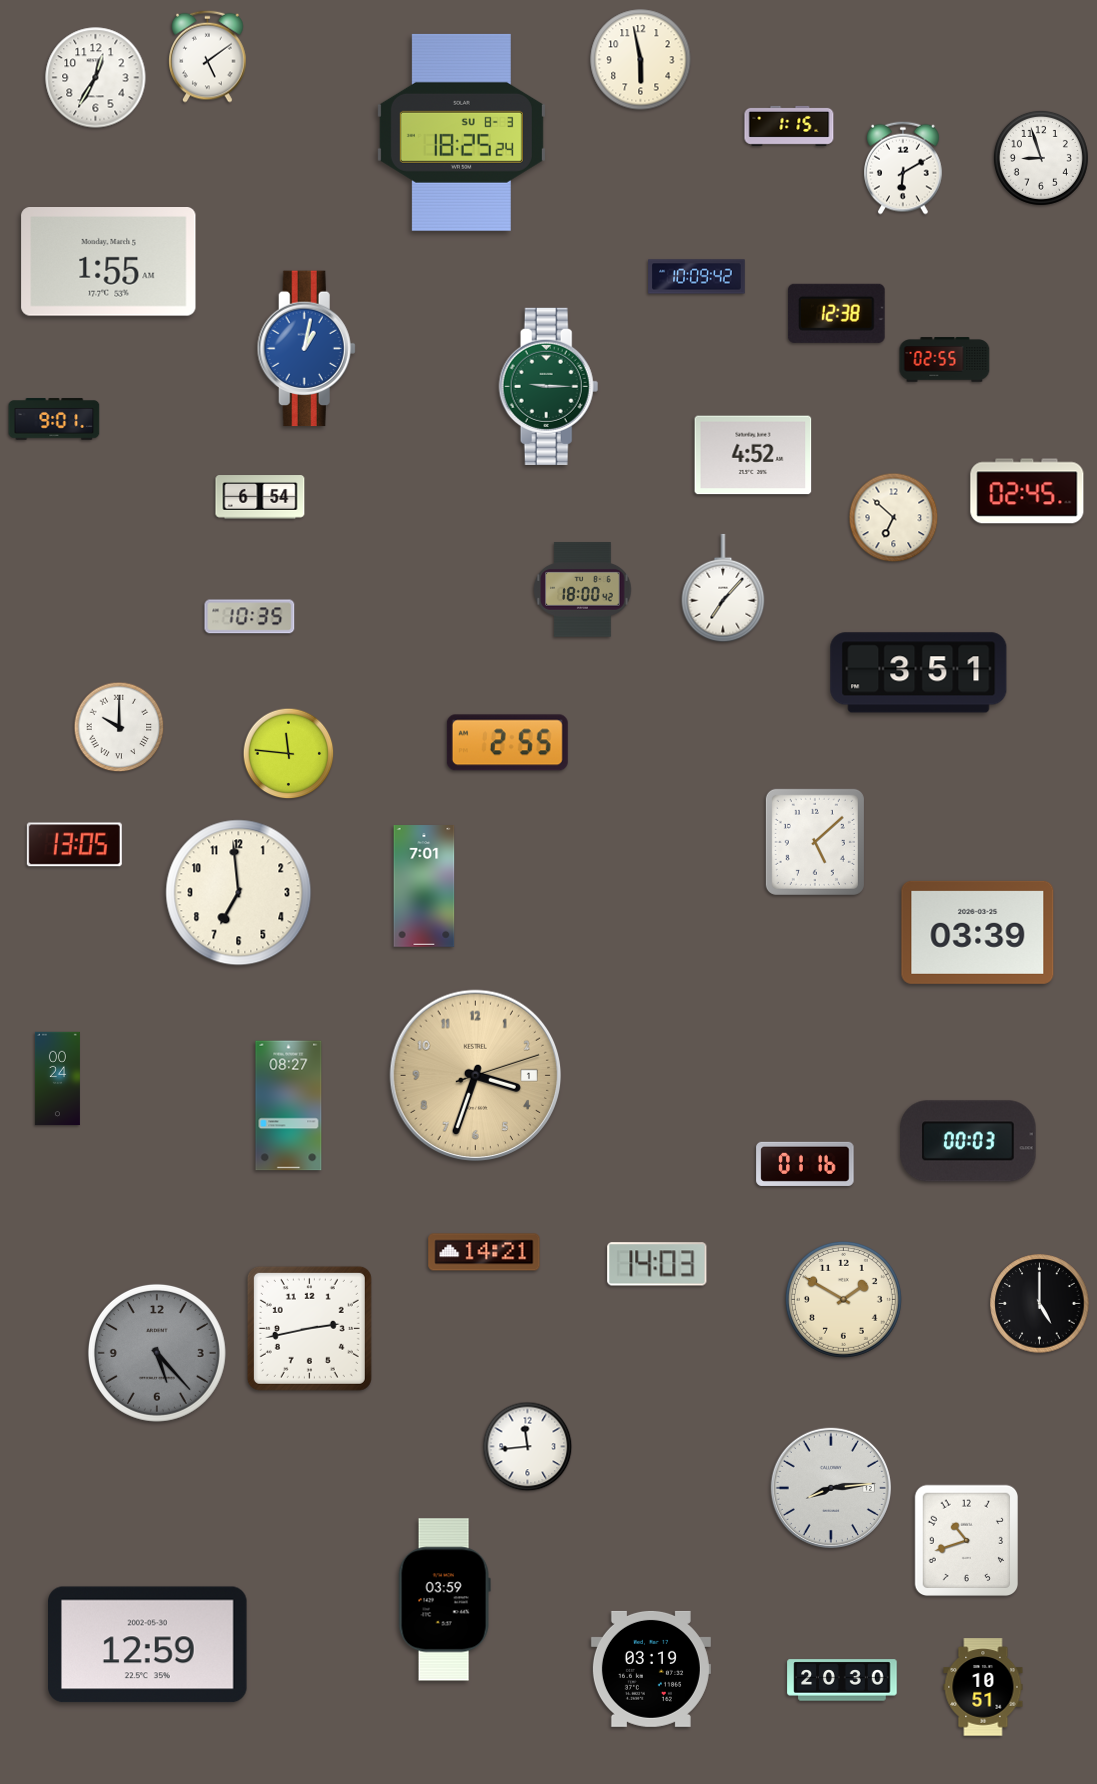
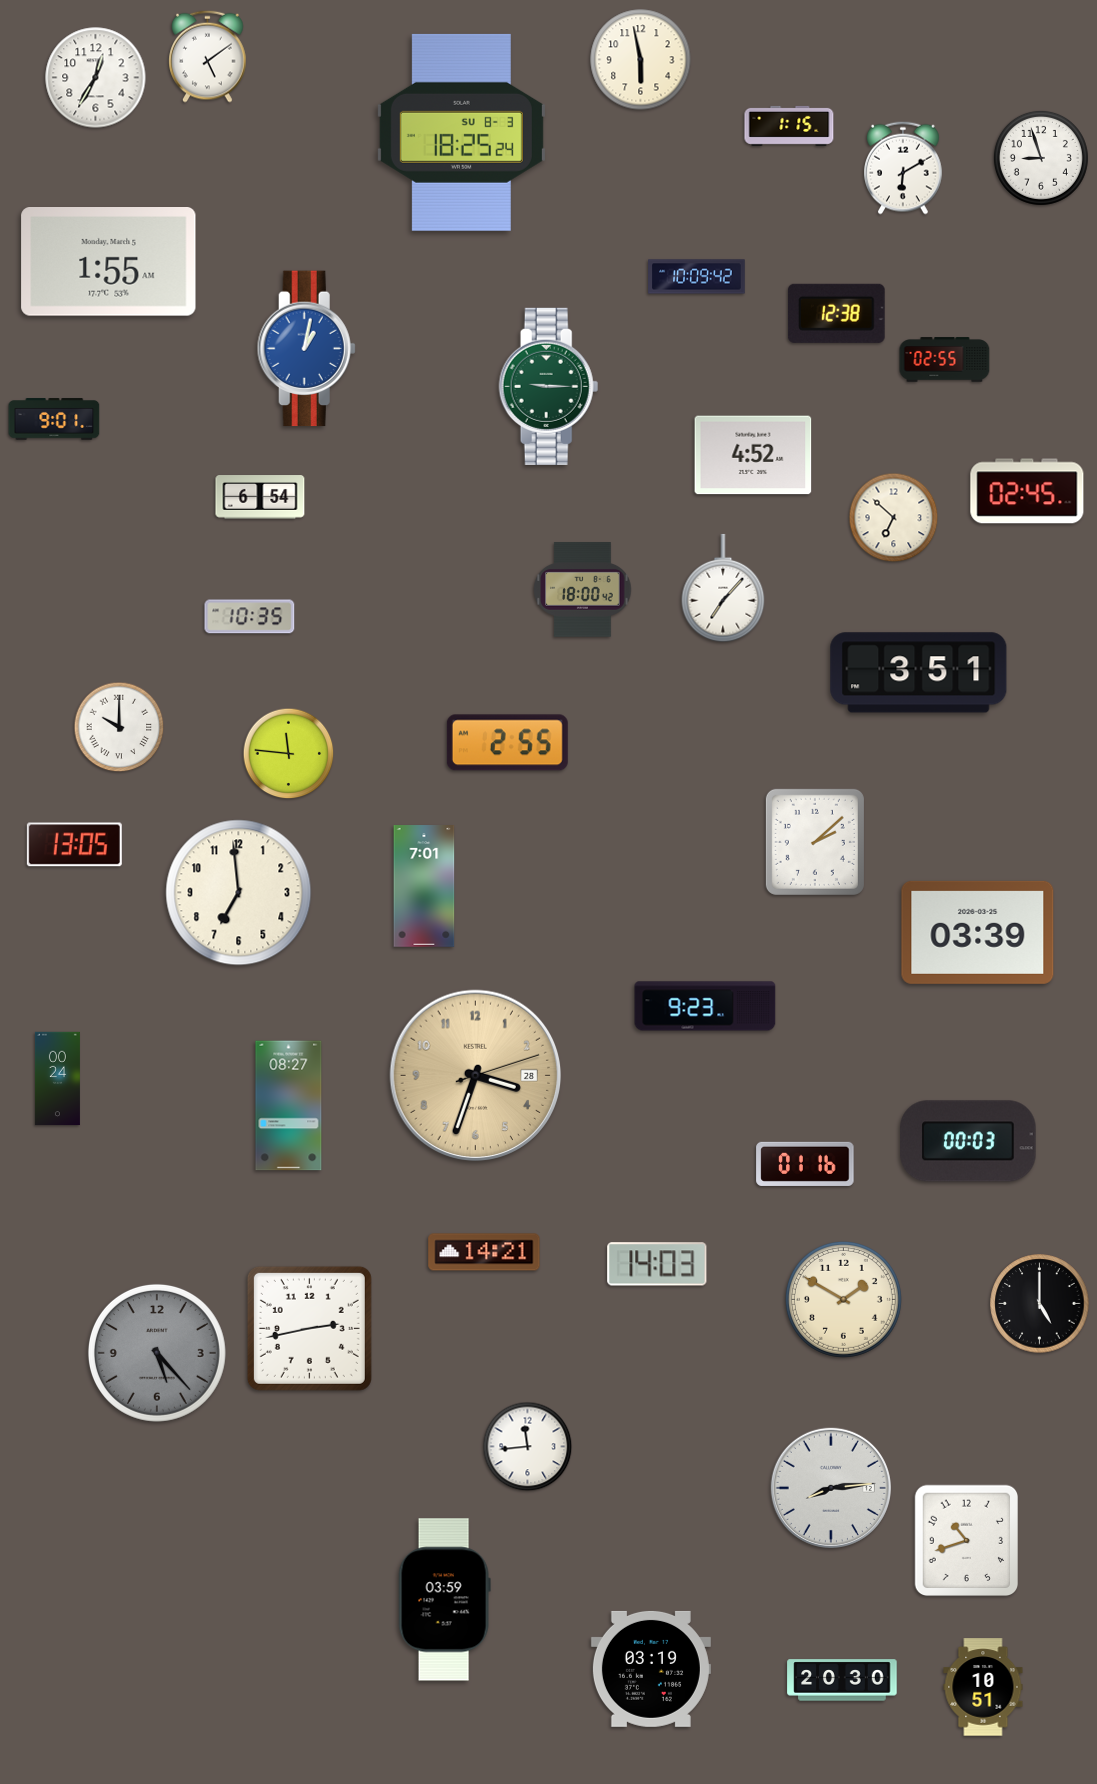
clock at (815, 842): 5:08 -> 2:08
clock at (705, 1006): none -> 9:23
clock at (476, 1076) date: 1 -> 28
clock at (148, 1645): 12:59 -> none
